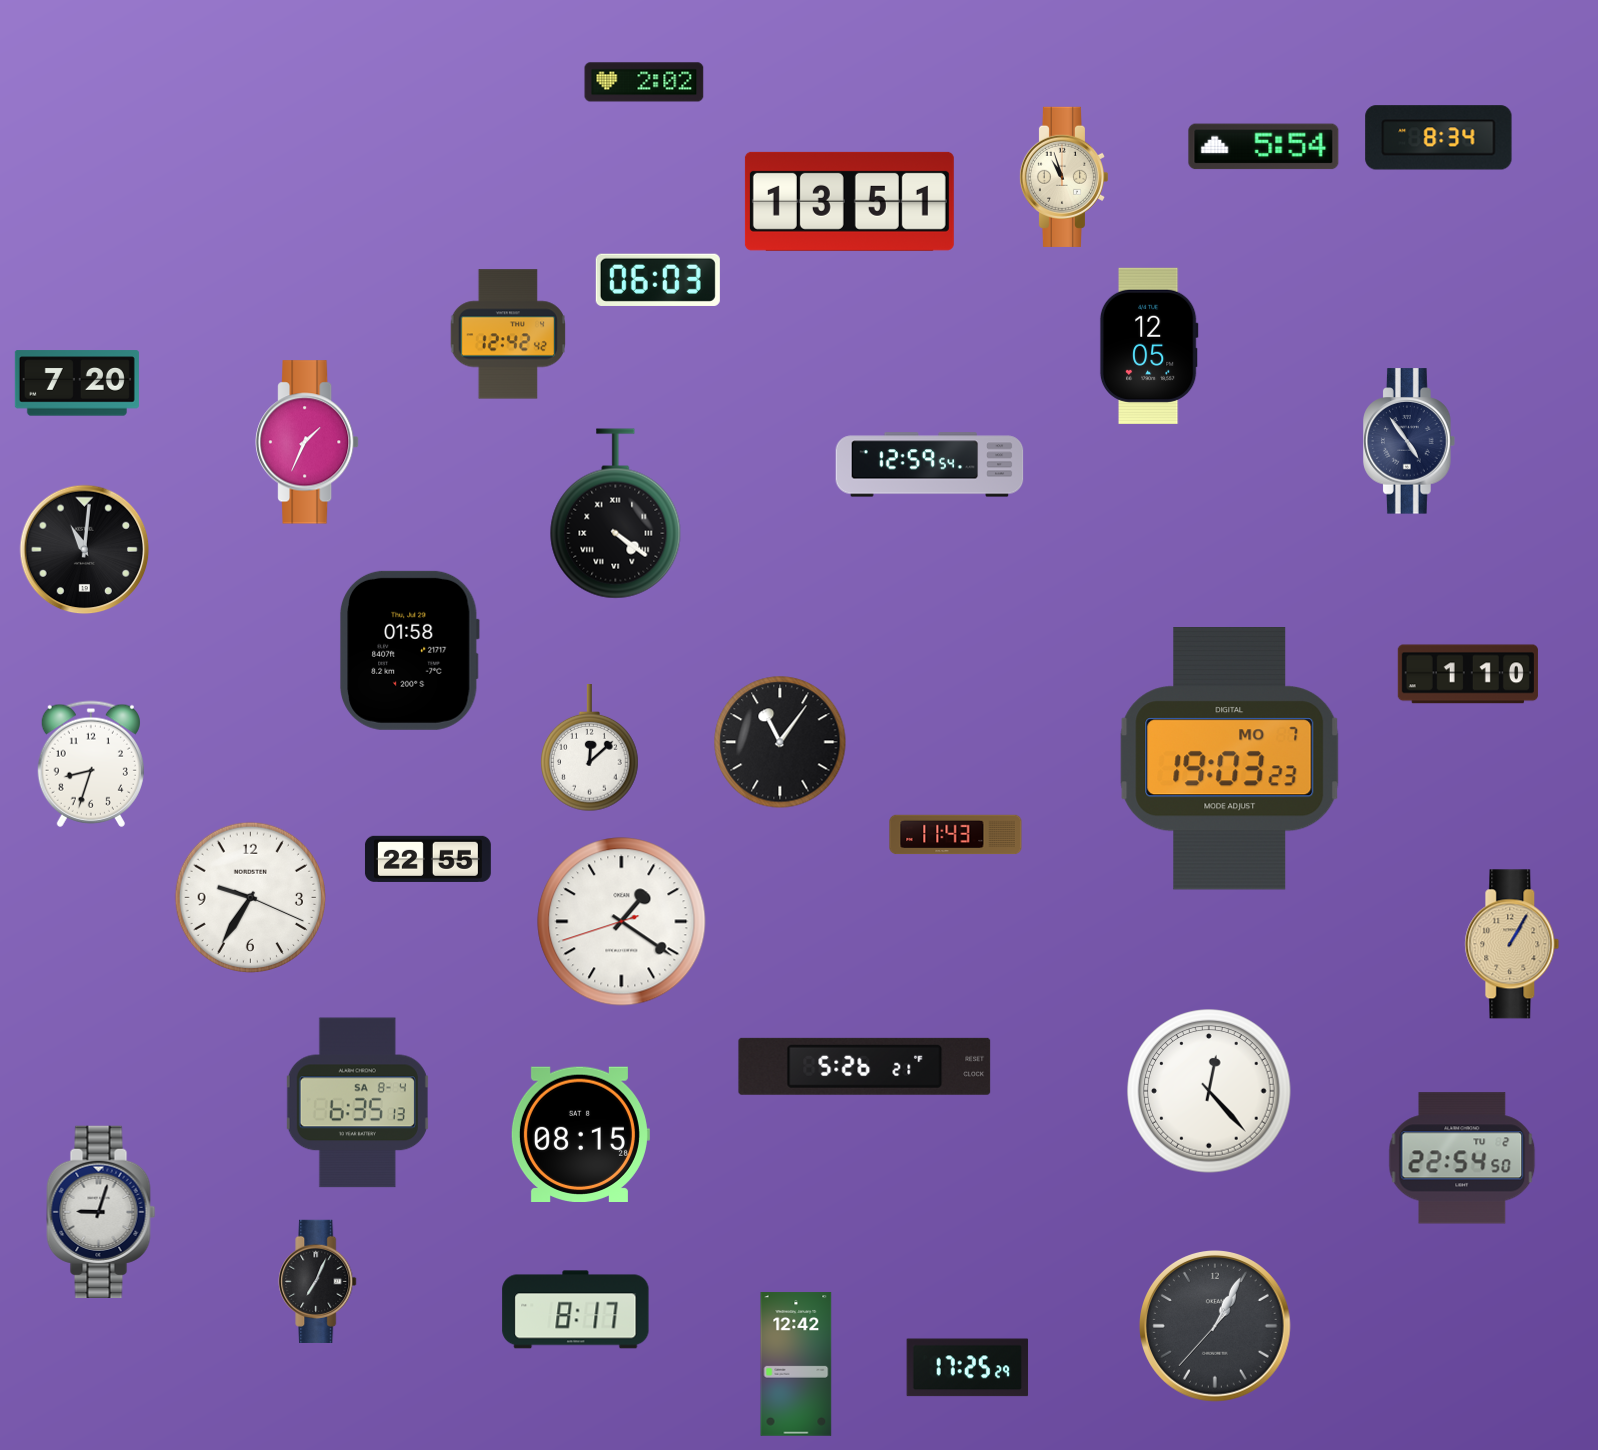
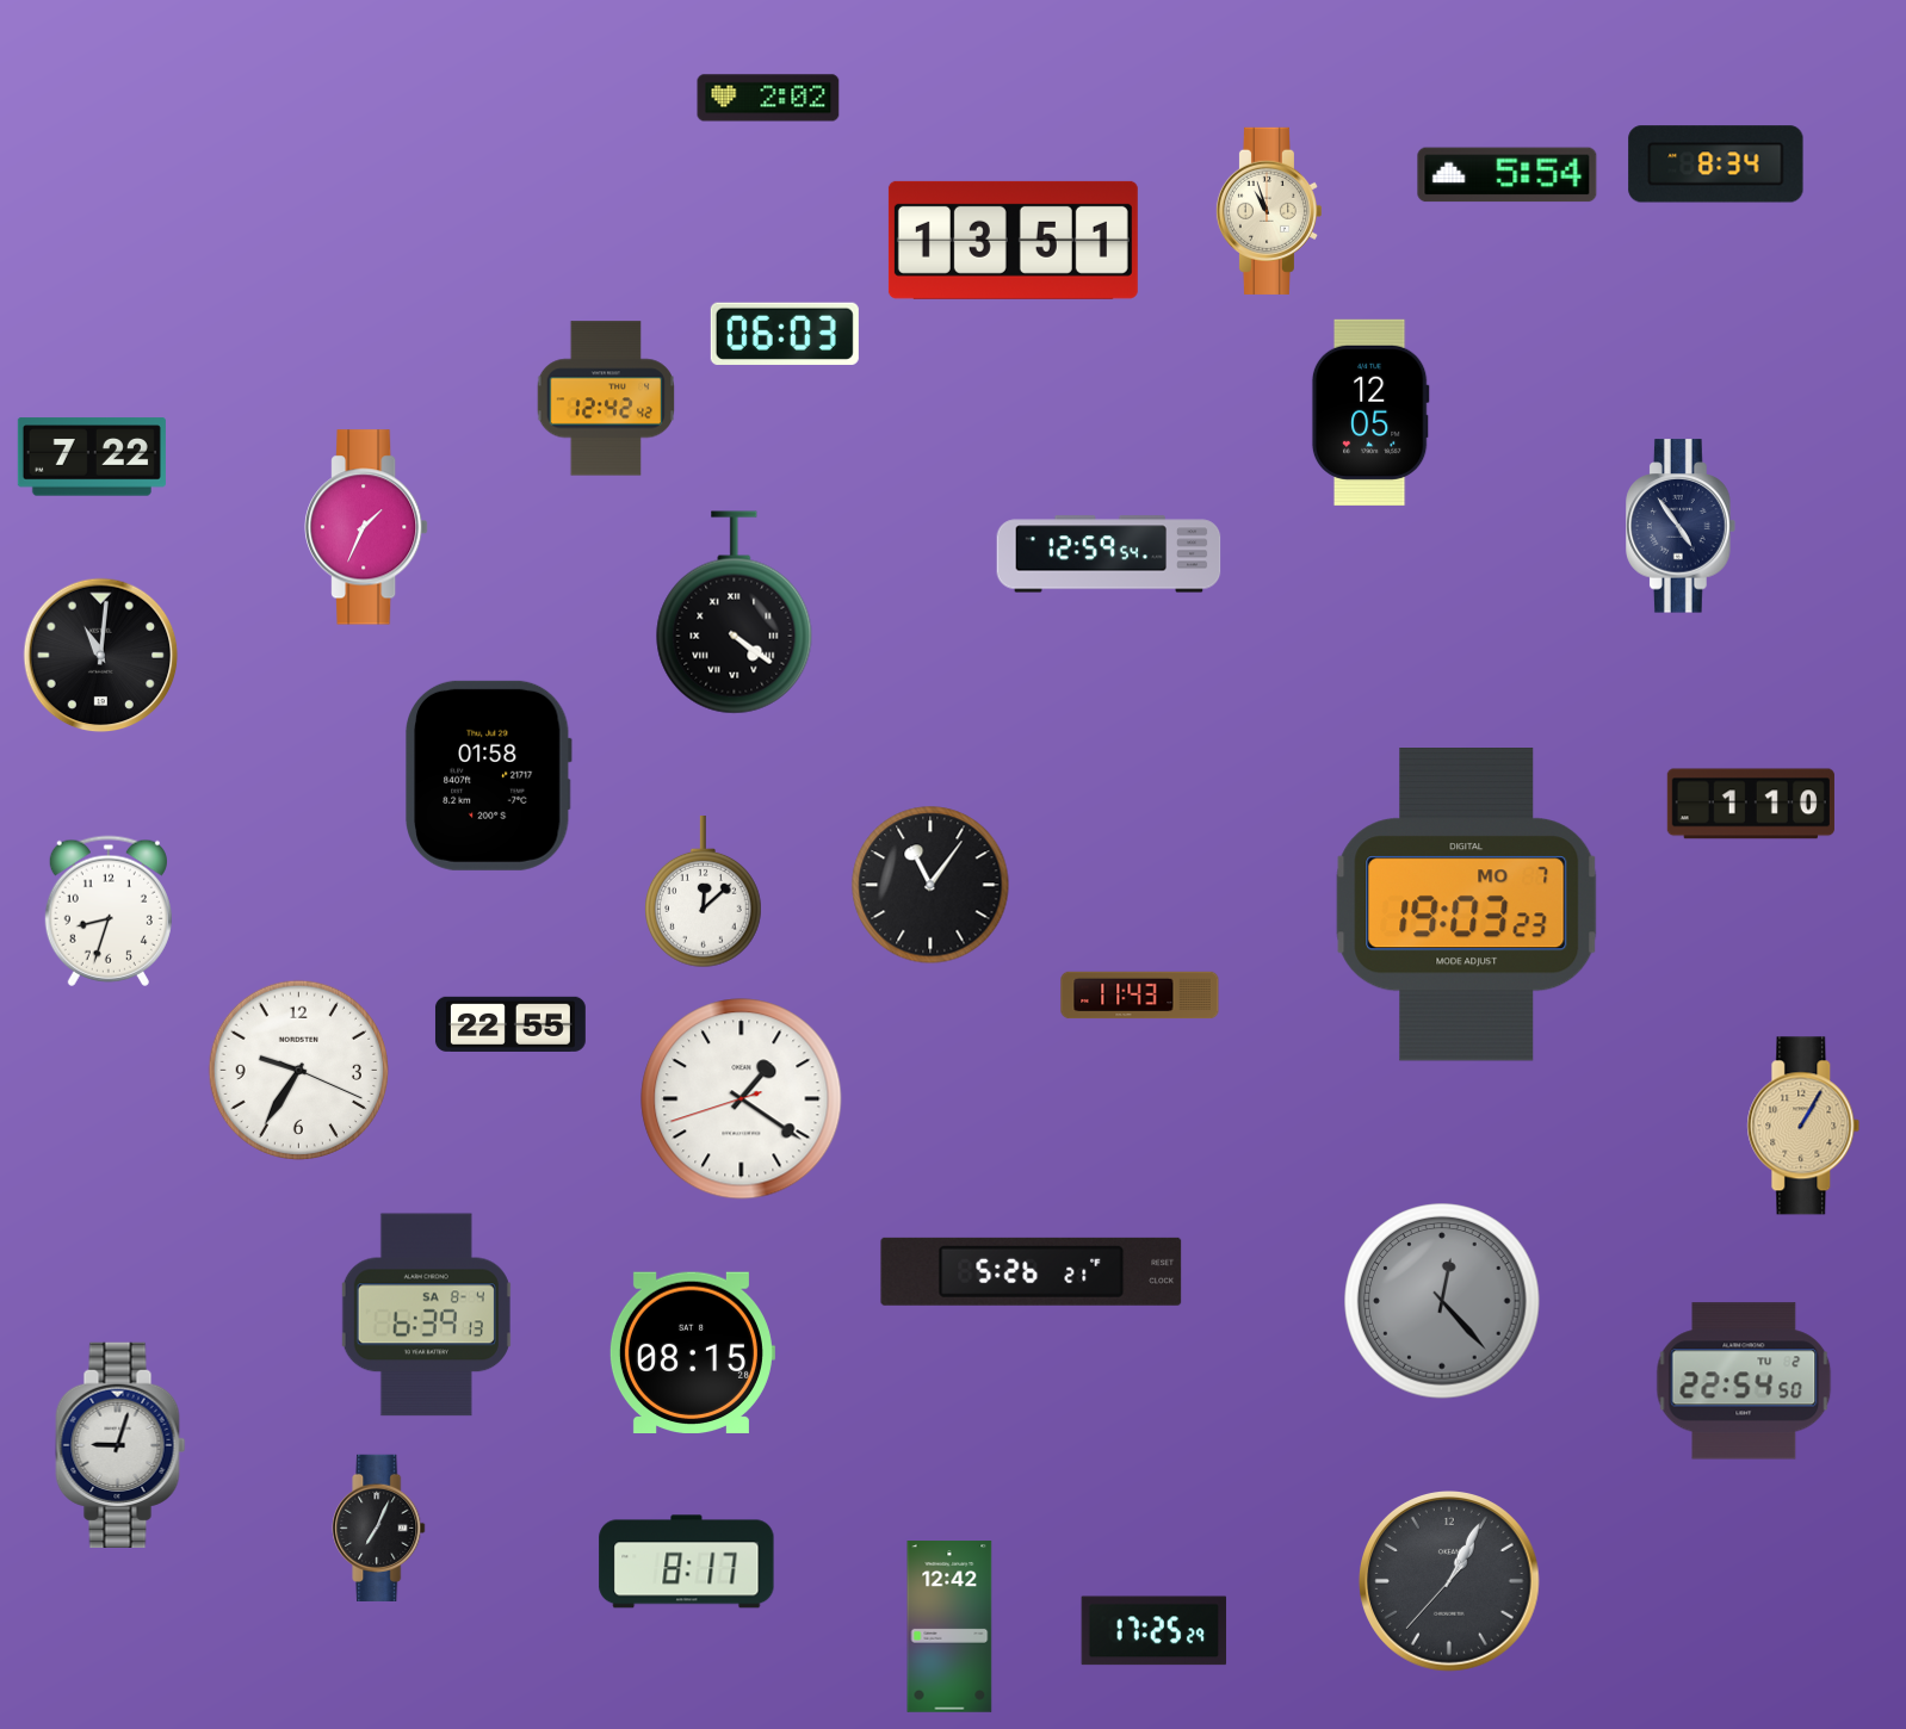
clock at (77, 383): 7:20 -> 7:22
clock at (1209, 1091) dial: white -> grey
clock at (357, 1103): 6:35 -> 6:39
